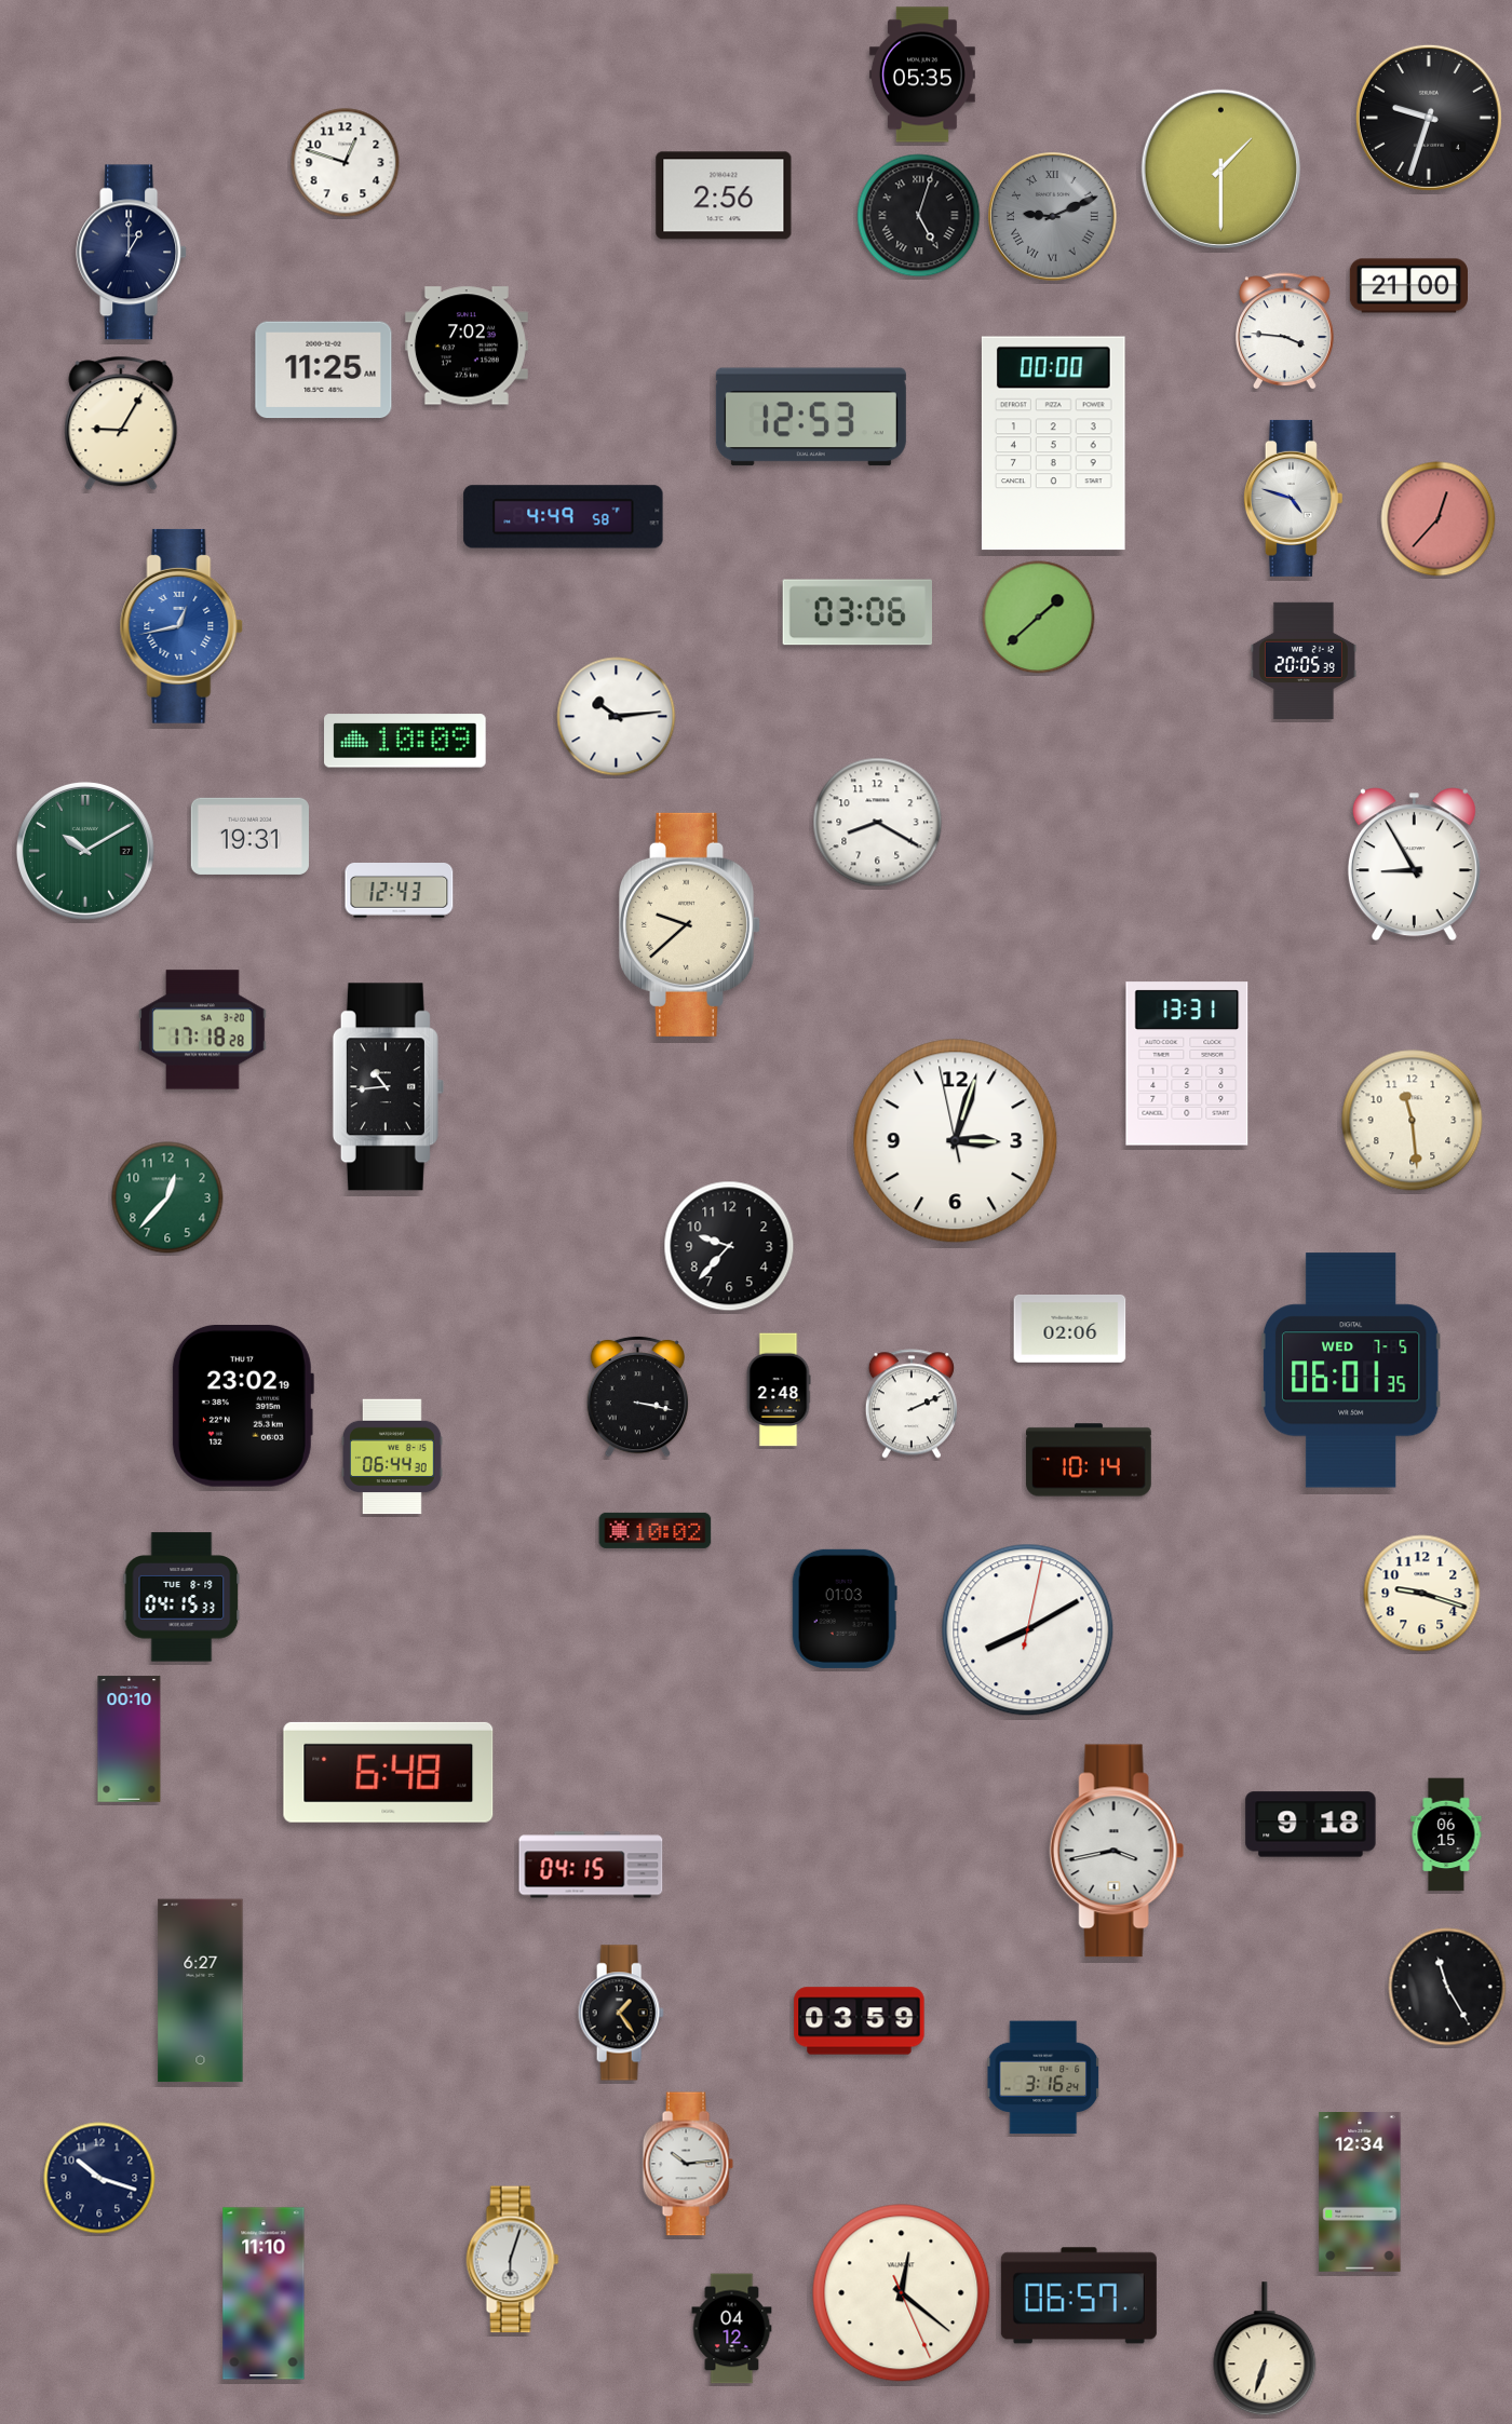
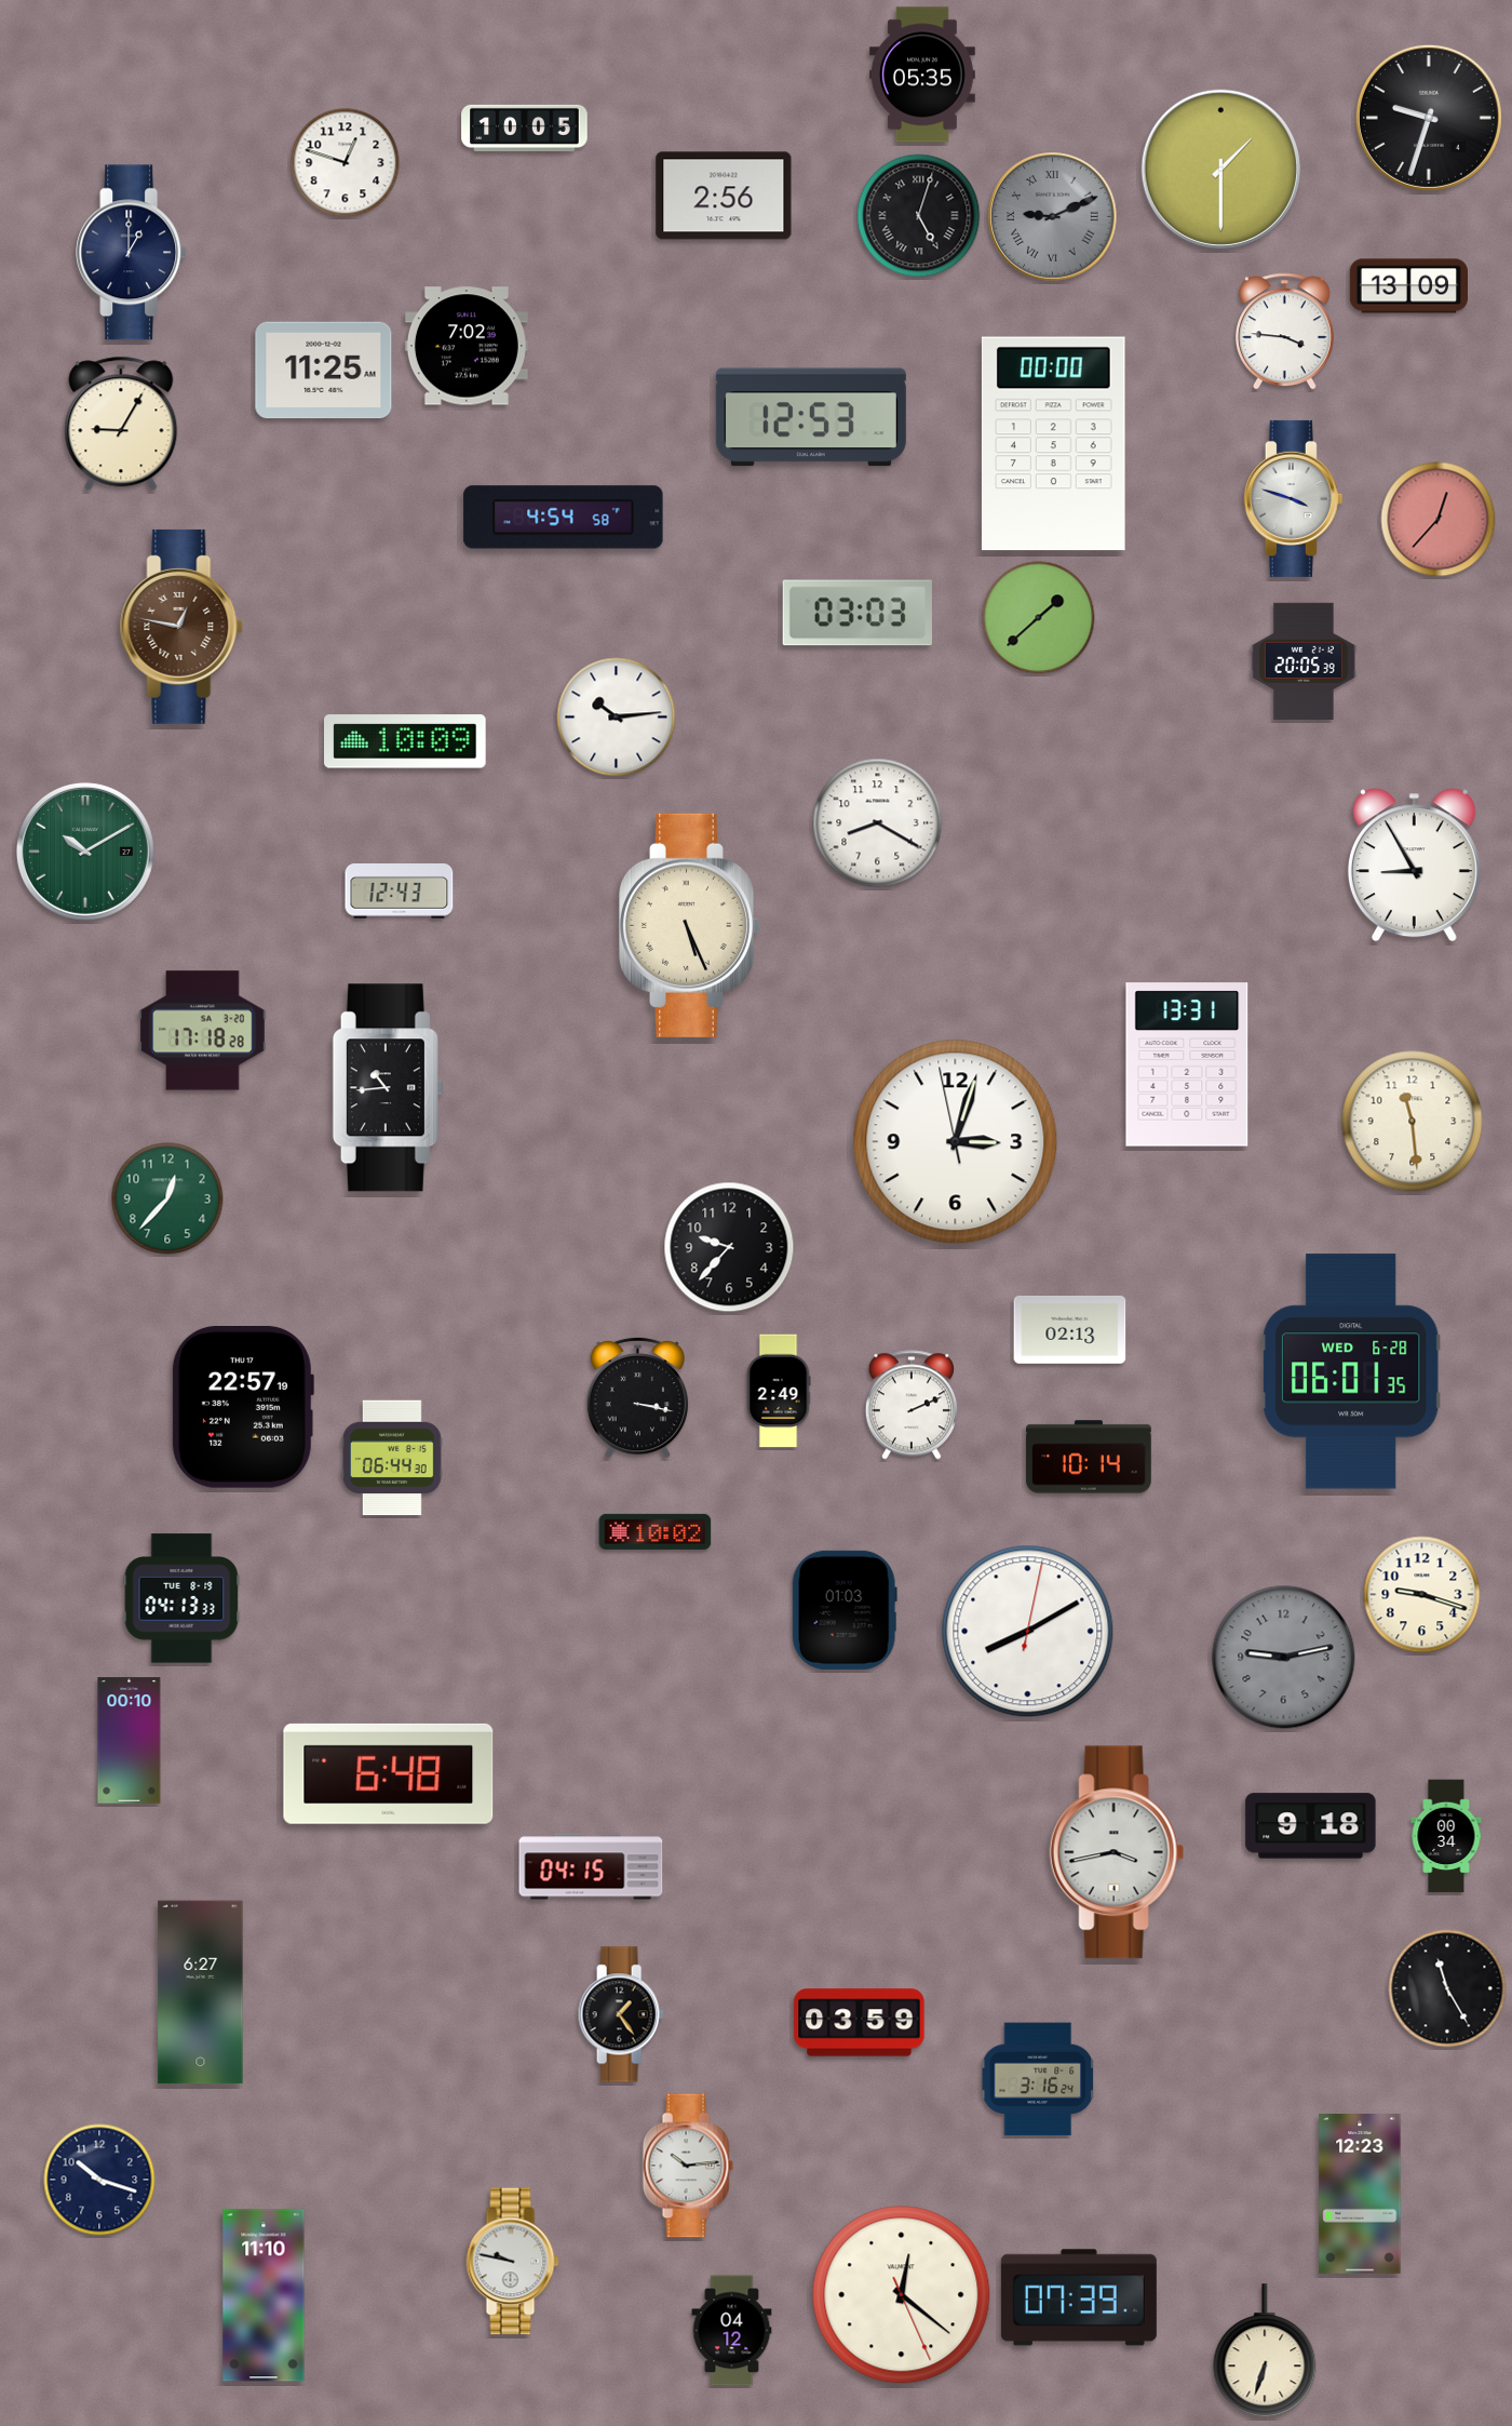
clock at (525, 128): none -> 10:05
clock at (1408, 286): 21:00 -> 13:09
clock at (1293, 498): 4:48 -> 3:48
clock at (564, 517): 4:49 -> 4:54
clock at (856, 612): 03:06 -> 03:03
clock at (181, 626): 12:43 -> 12:47
clock at (181, 626) dial: blue -> brown
clock at (249, 836): 19:31 -> none
clock at (689, 924): 9:38 -> 5:26
clock at (1070, 1329): 02:06 -> 02:13
clock at (1351, 1370) date: WED 7-5 -> WED 6-28
clock at (779, 1390): 2:48 -> 2:49
clock at (242, 1407): 23:02 -> 22:57
clock at (1089, 1460) position: (1089, 1460) -> (1089, 1457)
clock at (181, 1597): 04:15 -> 04:13
clock at (1284, 1658): none -> 9:13
clock at (1446, 1834): 06:15 -> 00:34
clock at (1042, 2077) position: (1042, 2077) -> (1037, 2079)
clock at (1360, 2193): 12:34 -> 12:23
clock at (513, 2260): 6:03 -> 9:47
clock at (1079, 2296): 06:57 -> 07:39
